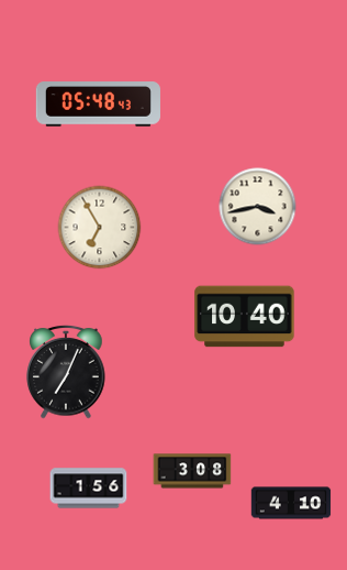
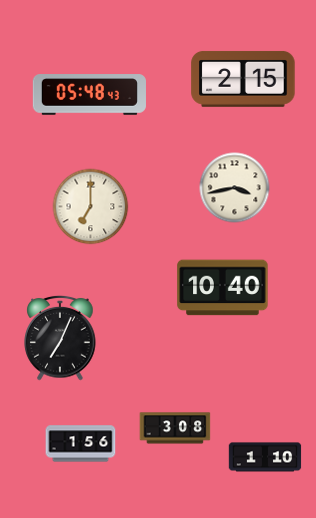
clock at (243, 79): none -> 2:15
clock at (100, 228): 6:55 -> 7:00
clock at (291, 503): 4:10 -> 1:10
